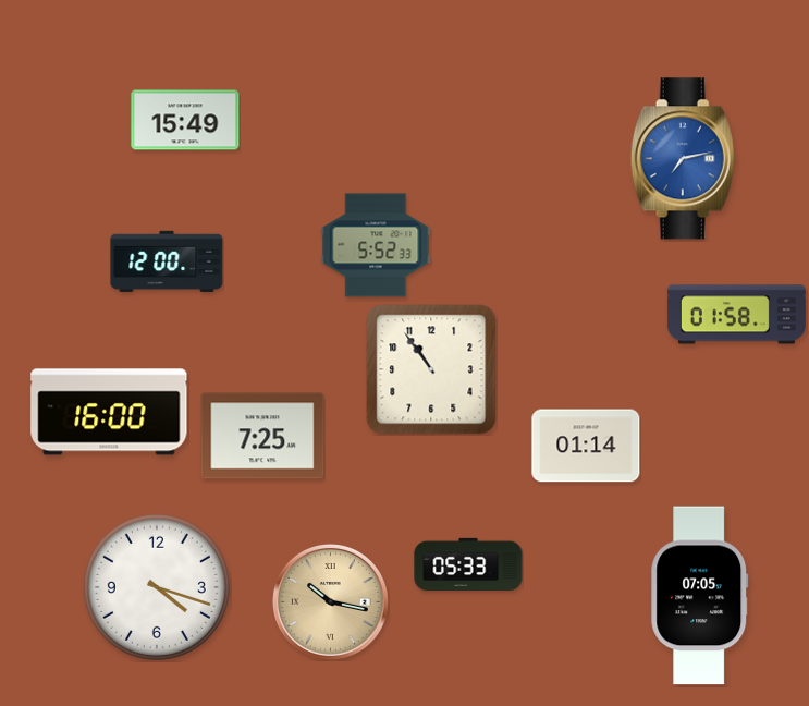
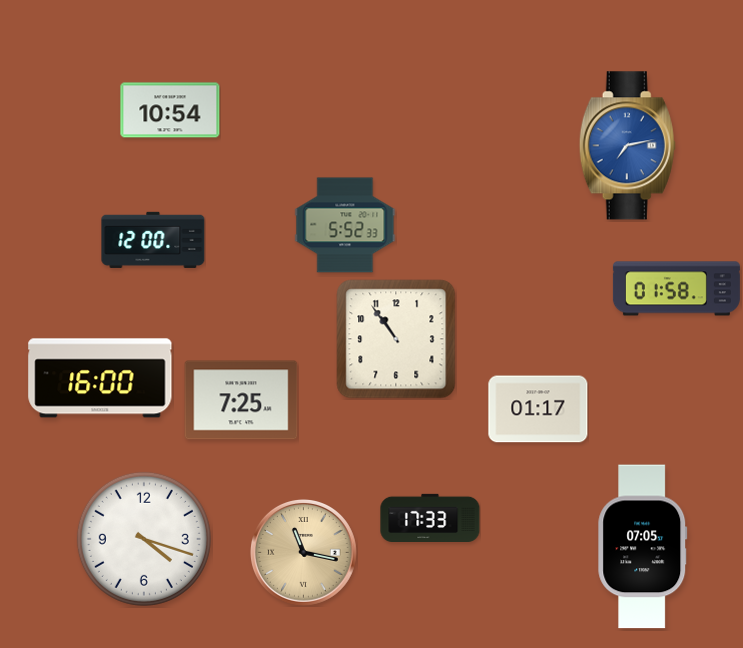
clock at (185, 120): 15:49 -> 10:54
clock at (586, 446): 01:14 -> 01:17
clock at (468, 563): 05:33 -> 17:33
clock at (331, 602): 10:17 -> 11:17
